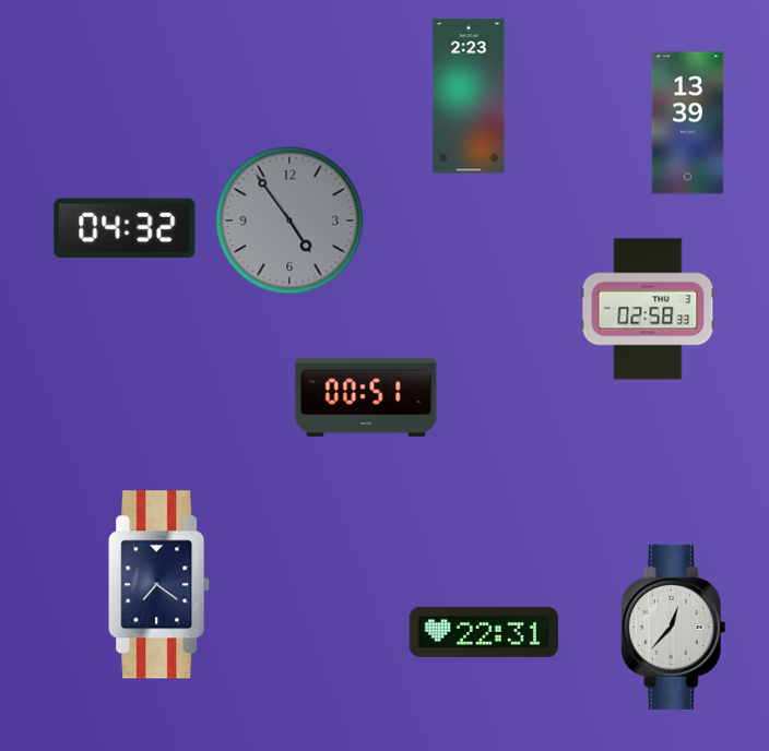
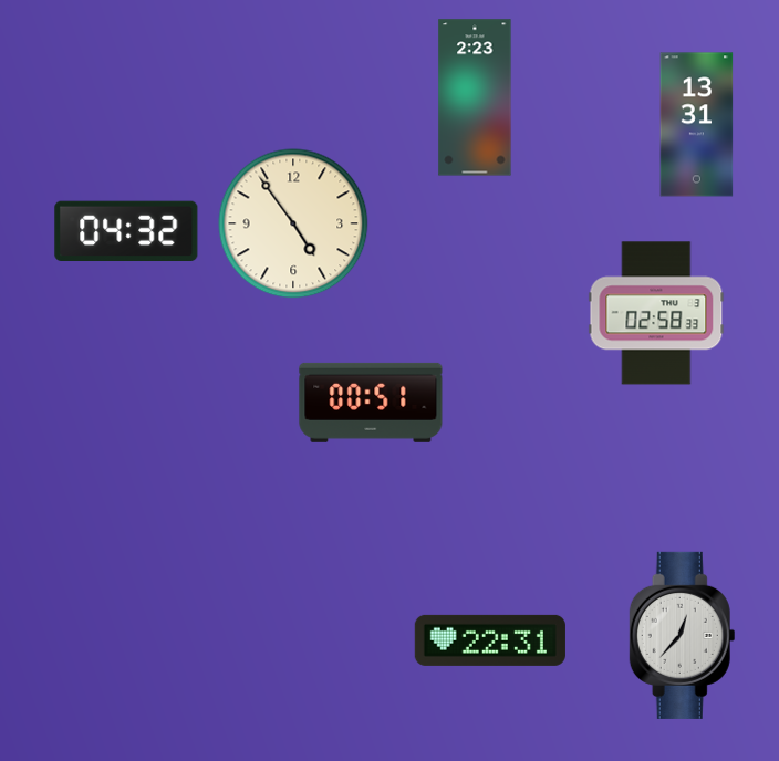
clock at (688, 123): 13:39 -> 13:31
clock at (289, 220) dial: grey -> cream
clock at (159, 585): 7:21 -> none
